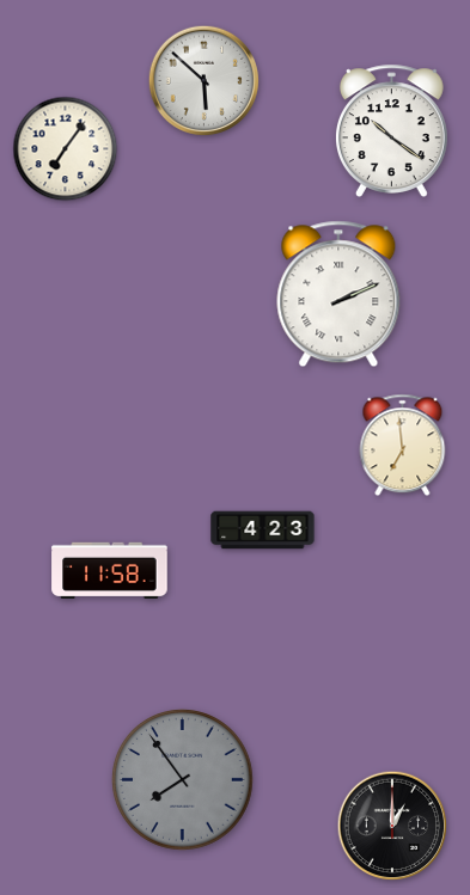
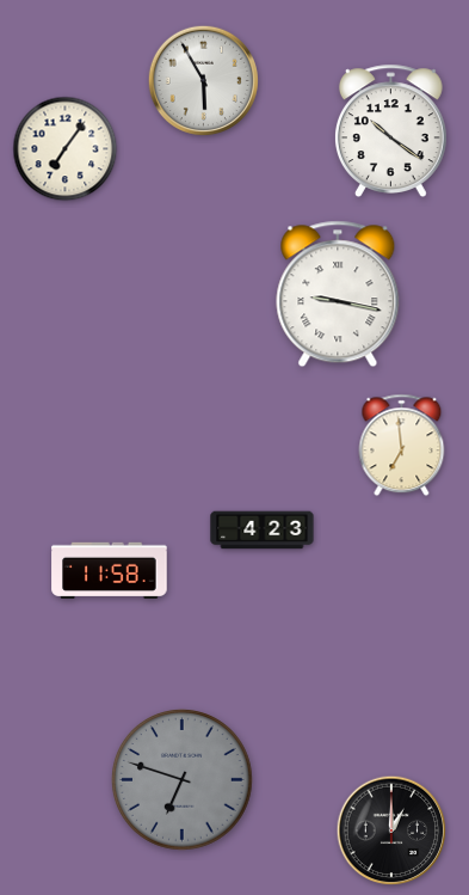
clock at (205, 81): 5:52 -> 5:55
clock at (338, 294): 2:11 -> 9:17
clock at (183, 780): 7:54 -> 6:48
clock at (392, 826) position: (392, 826) -> (391, 830)
